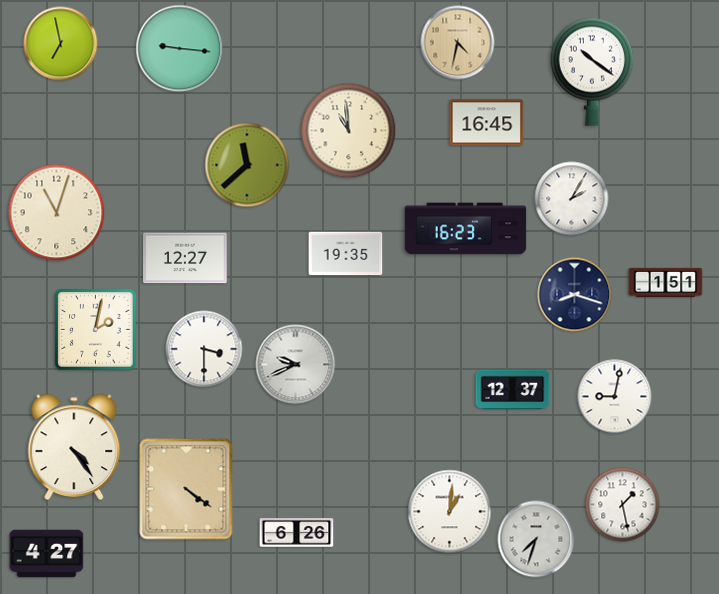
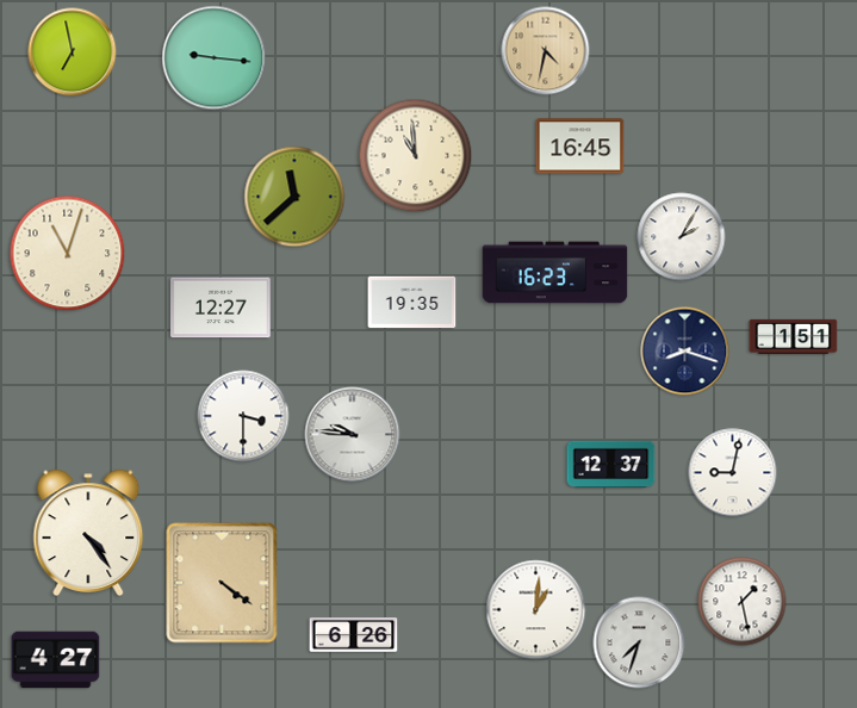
clock at (592, 72): 10:21 -> none
clock at (96, 330): 2:02 -> none
clock at (296, 365): 9:41 -> 9:46
